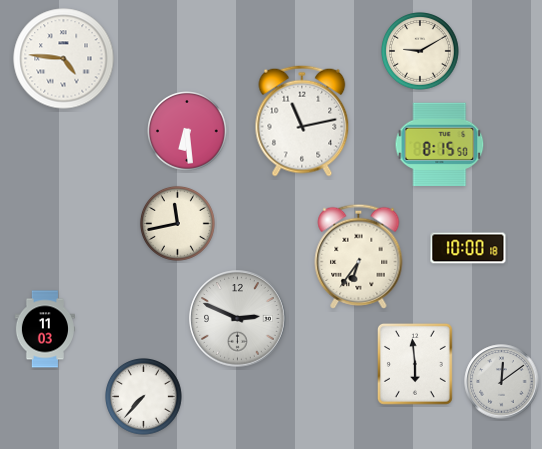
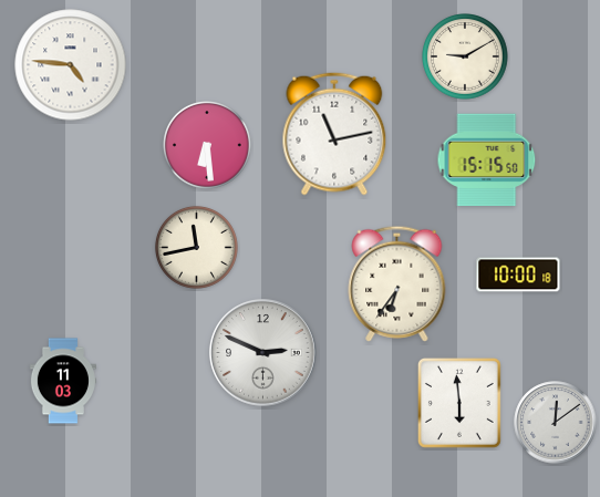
clock at (440, 145): 8:15 -> 15:15
clock at (45, 329) position: (45, 329) -> (63, 381)
clock at (144, 397): 7:37 -> none
